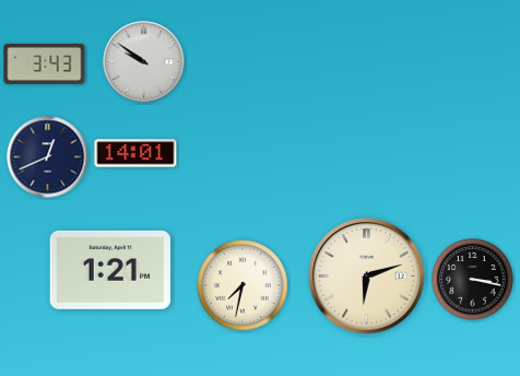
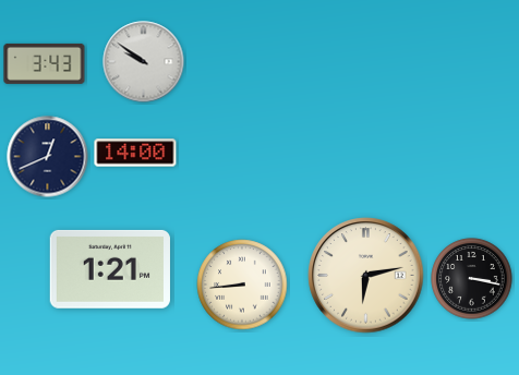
clock at (135, 153): 14:01 -> 14:00
clock at (367, 277): 6:12 -> 6:13
clock at (243, 285): 7:32 -> 8:44
